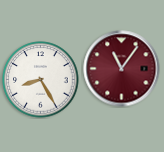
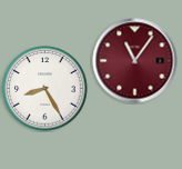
clock at (122, 69) position: (122, 69) -> (135, 61)
